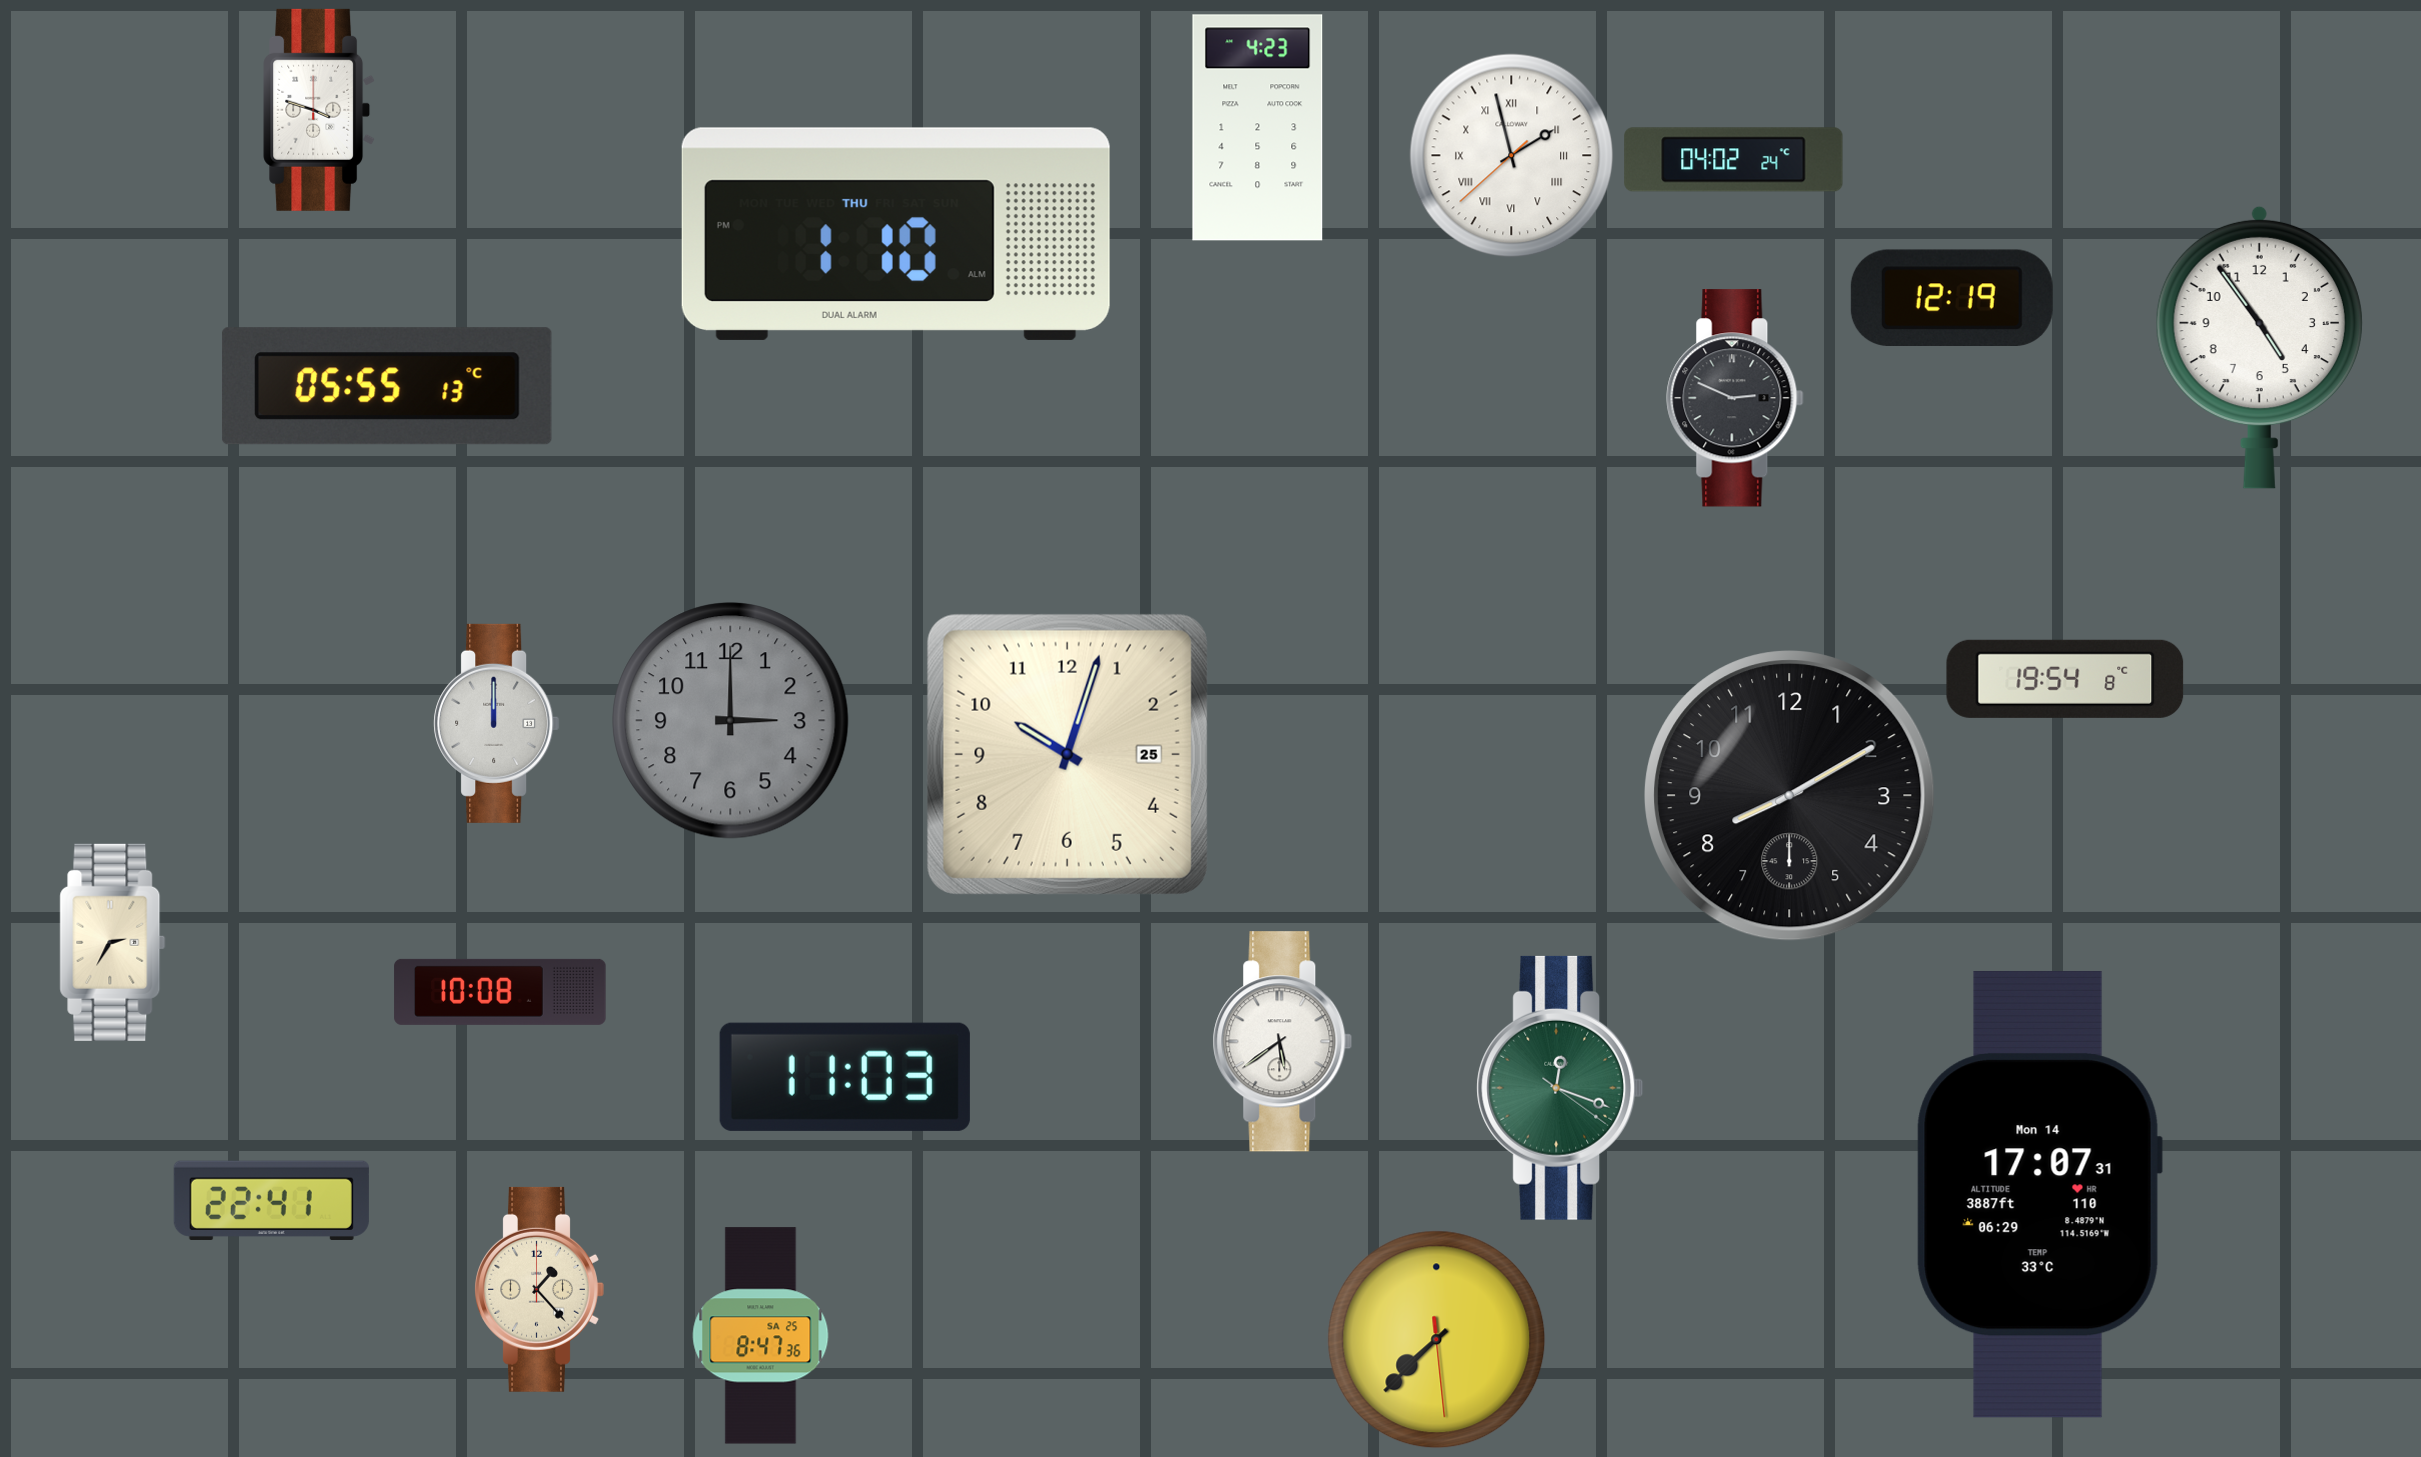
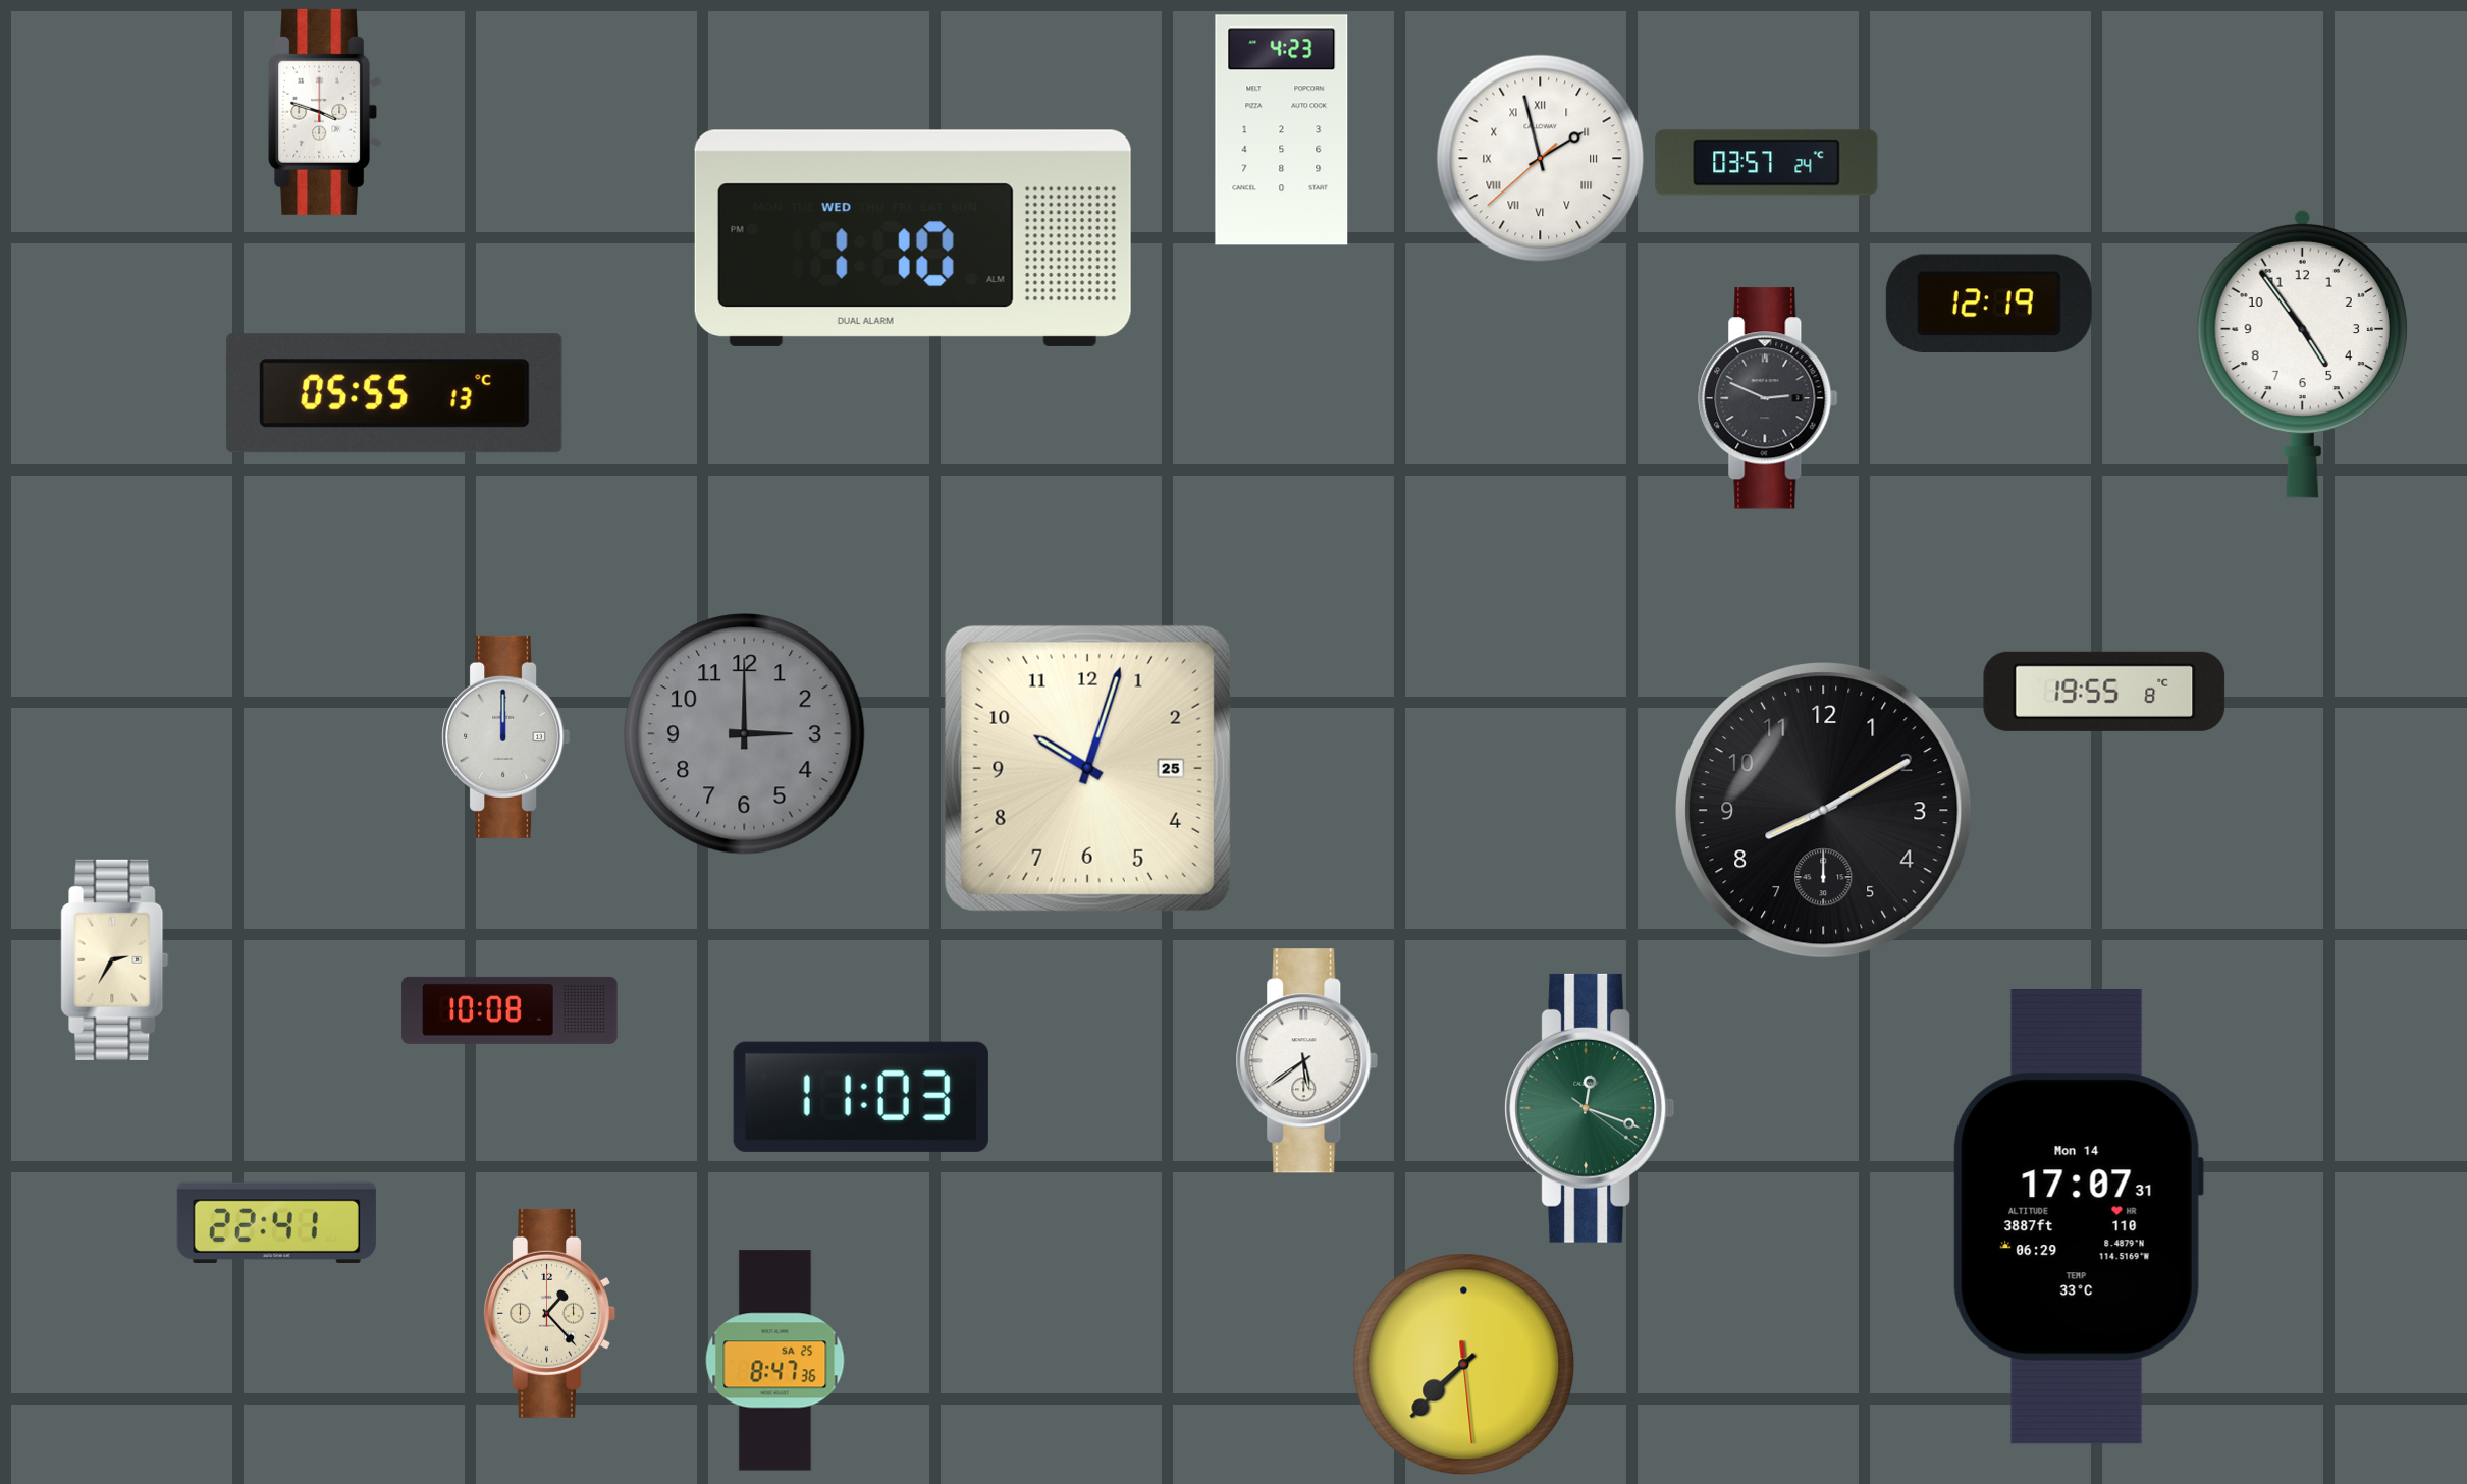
clock at (1734, 160): 04:02 -> 03:57
clock at (896, 234) date: THU -> WED
clock at (1735, 398) position: (1735, 398) -> (1768, 398)
clock at (2065, 679): 19:54 -> 19:55
